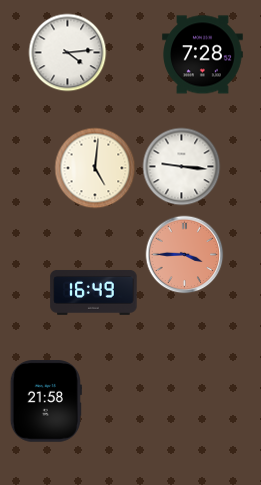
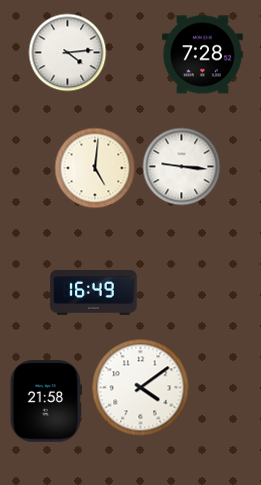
clock at (184, 254): 3:45 -> none
clock at (140, 387): none -> 4:09
